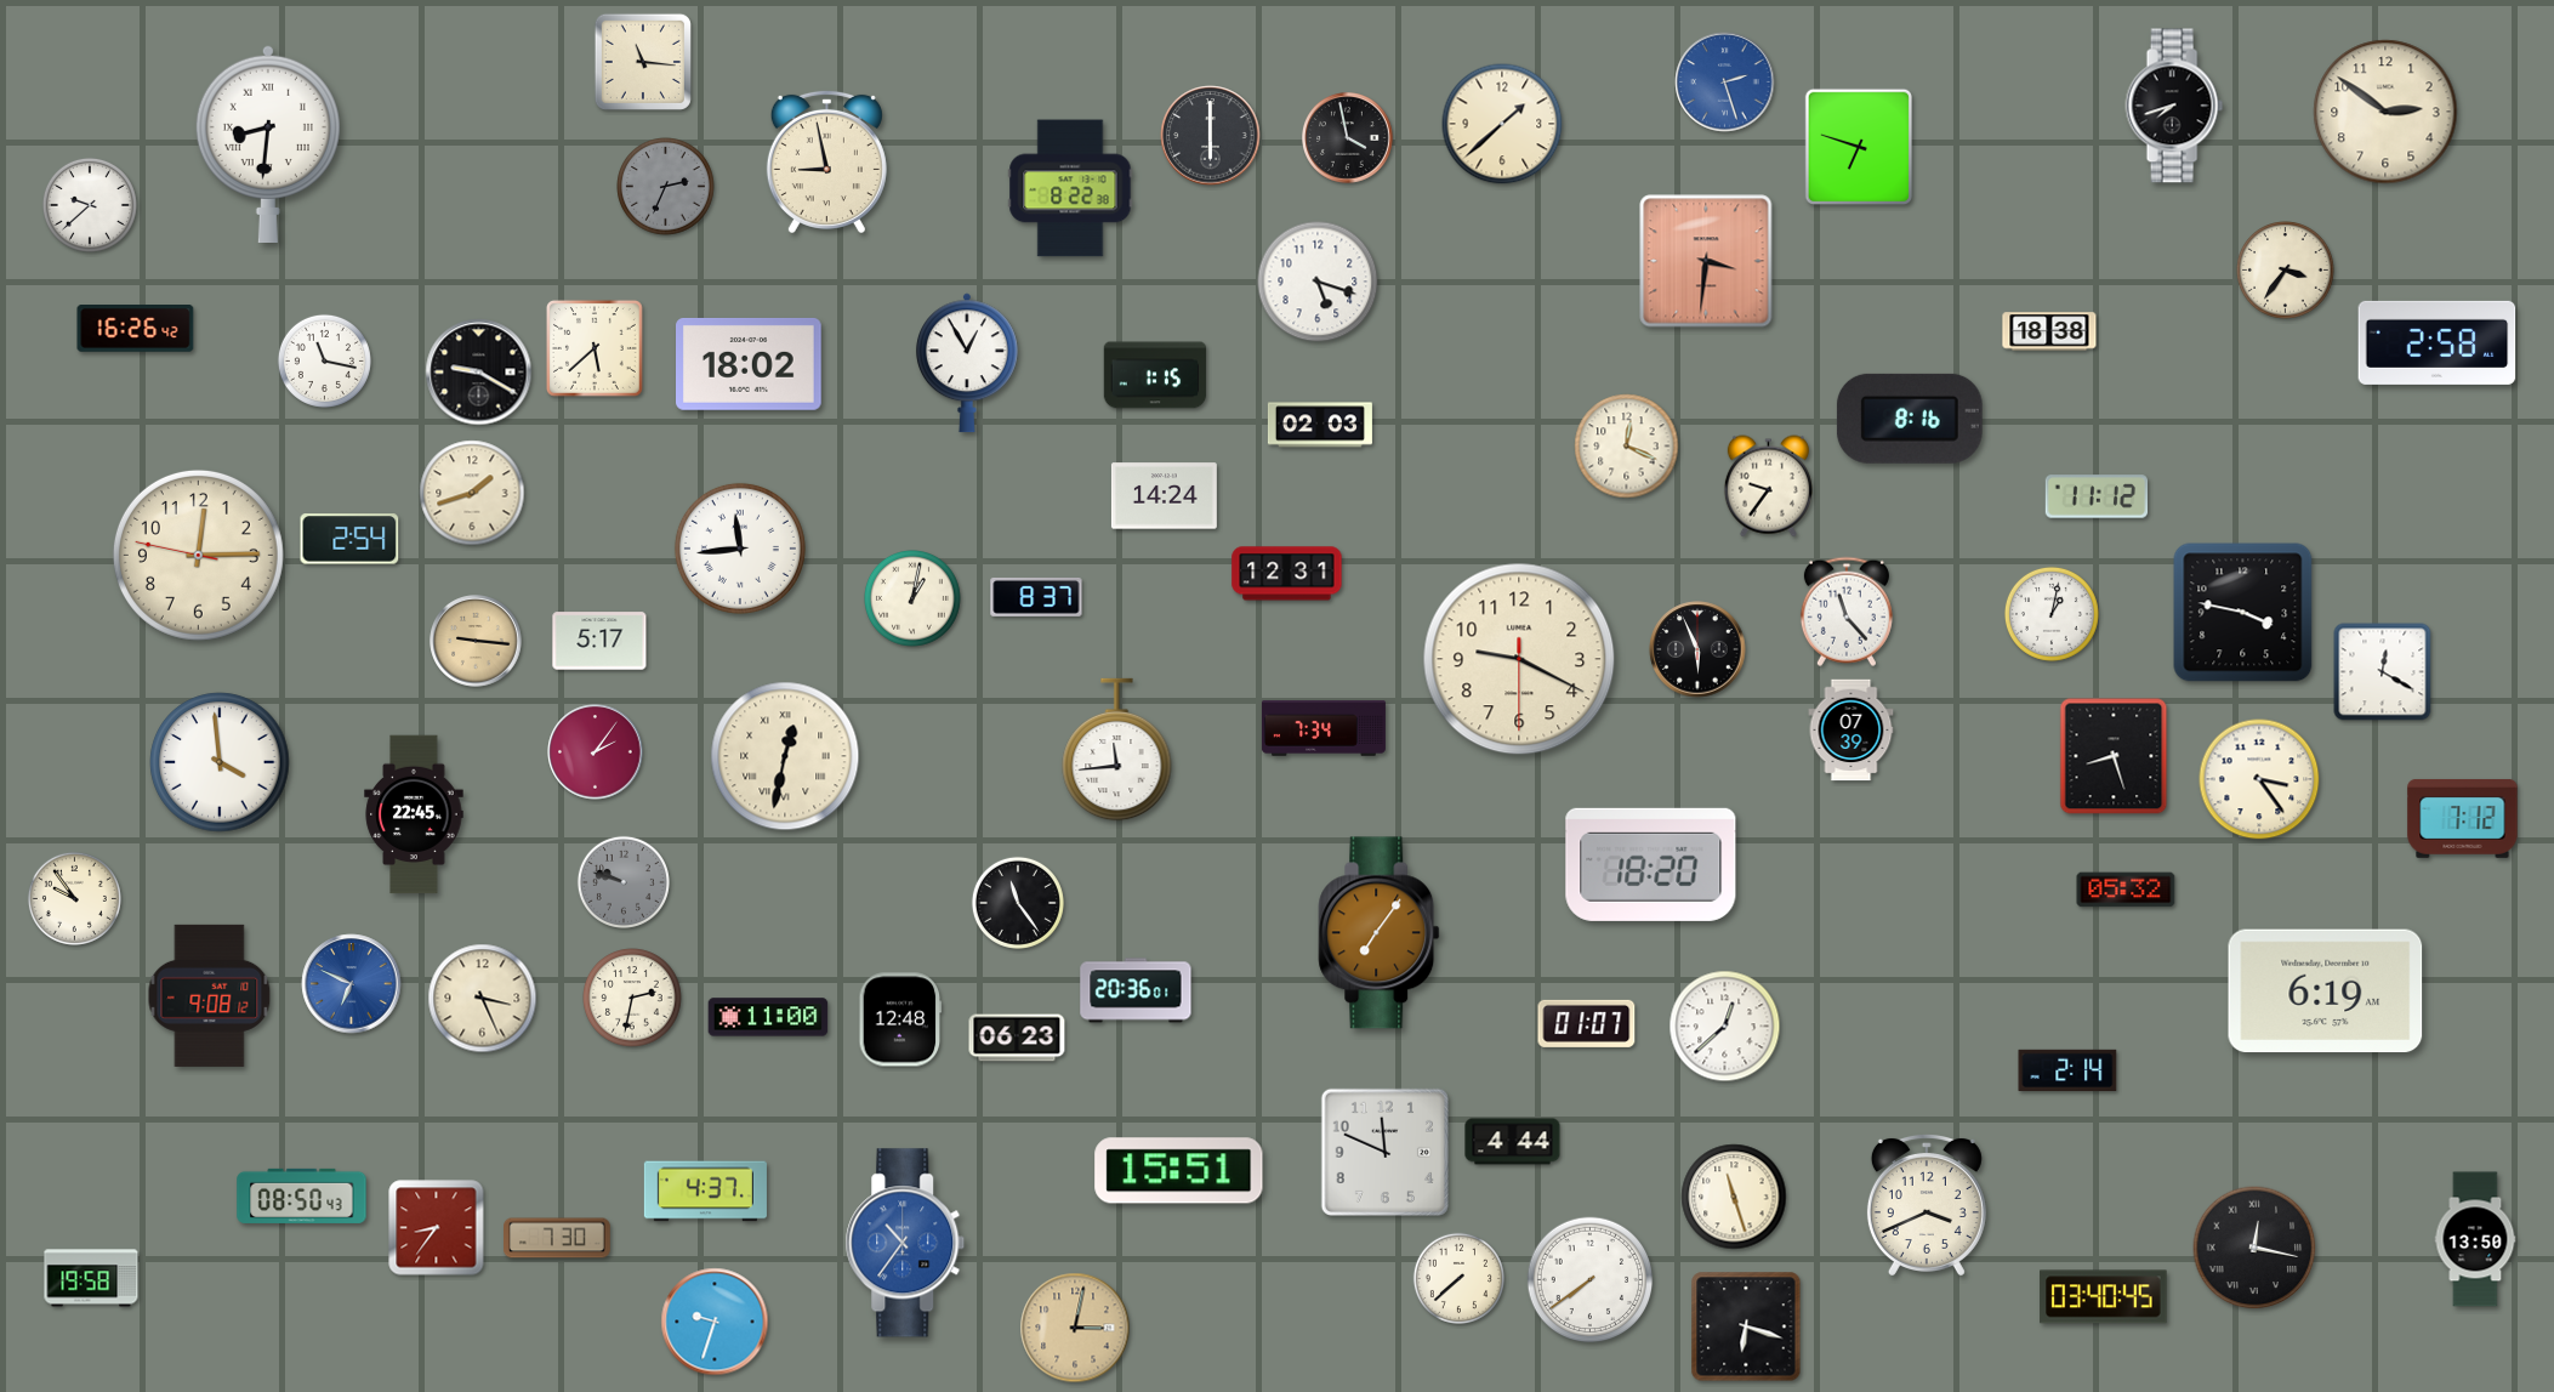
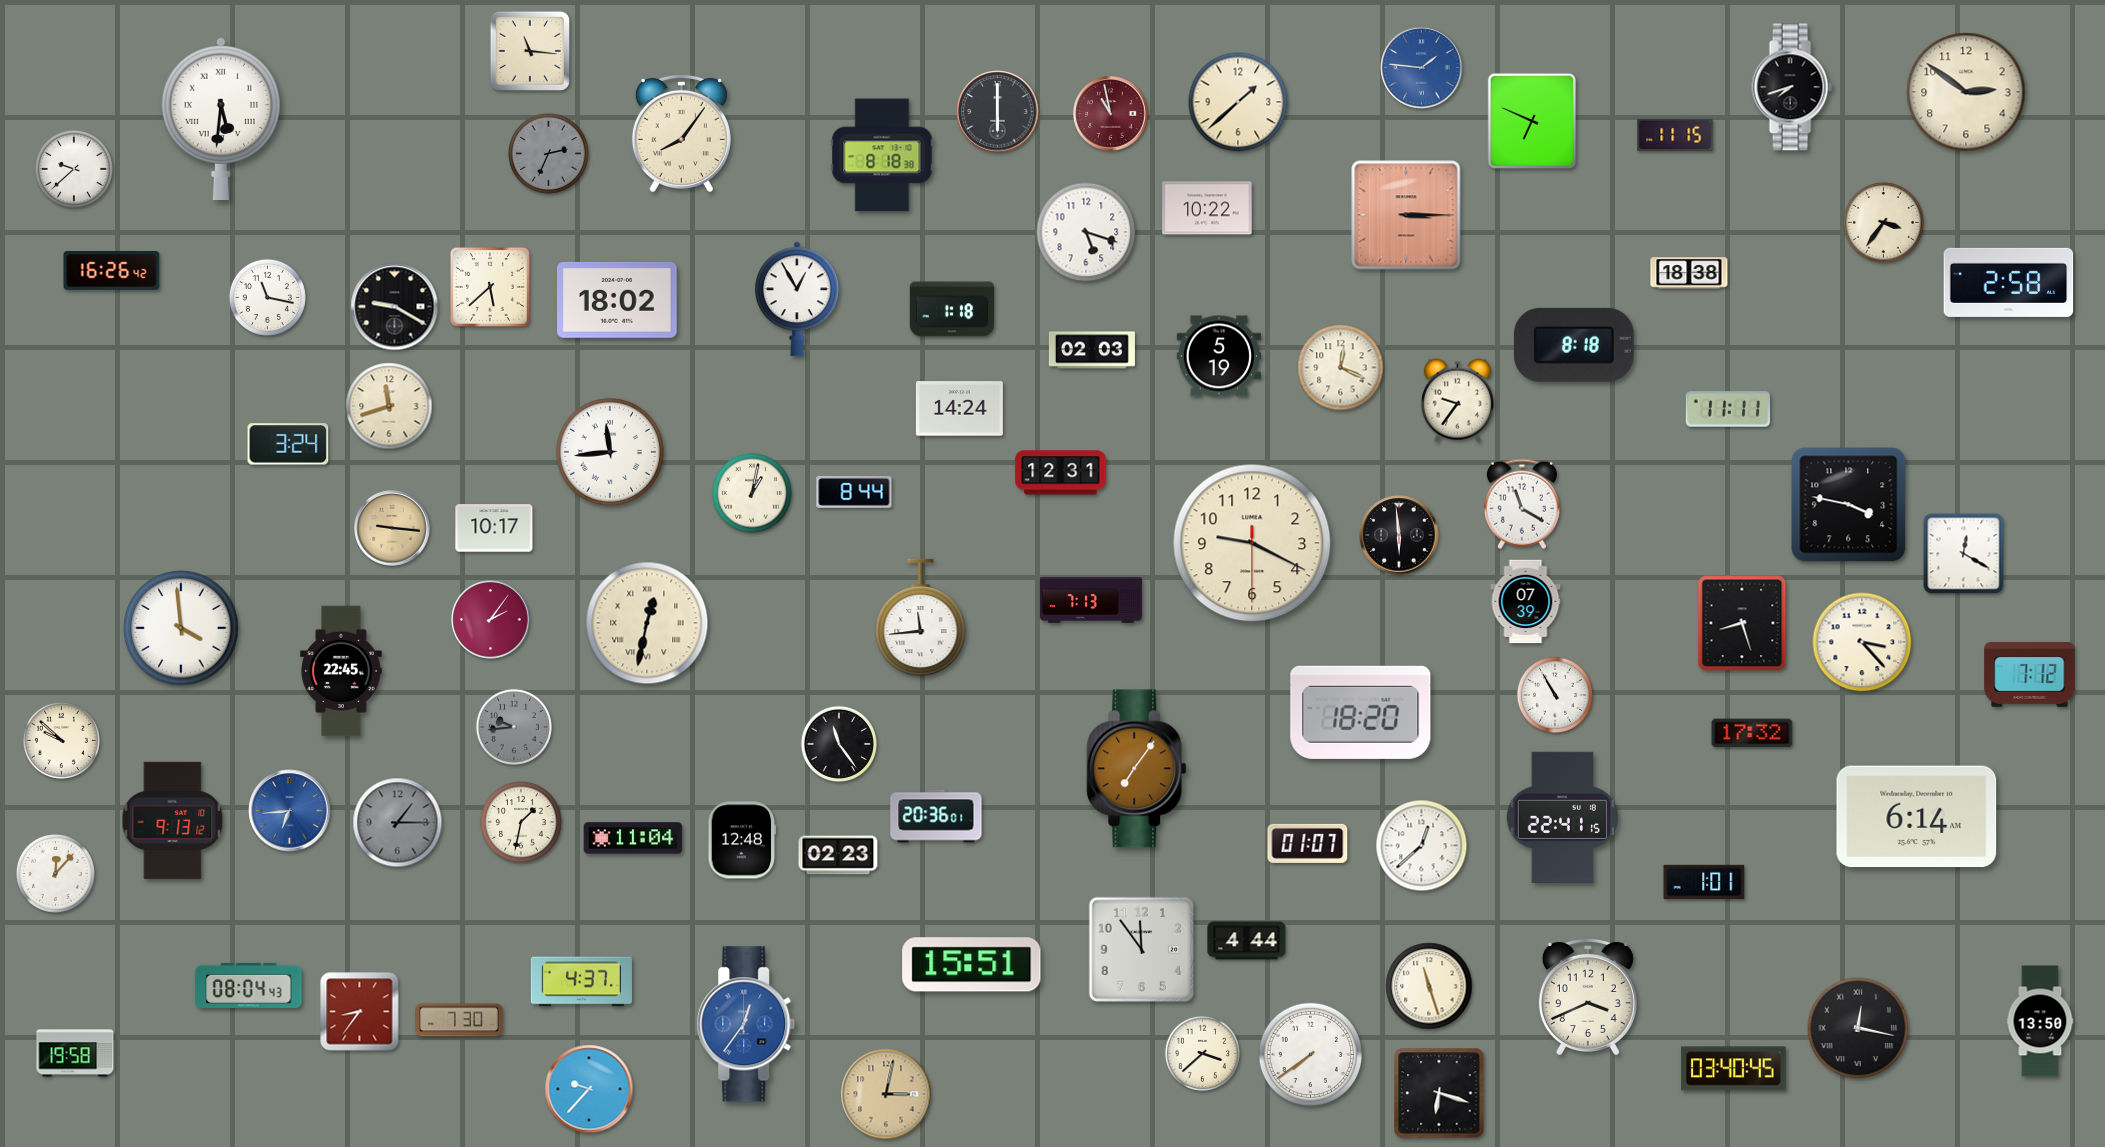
clock at (1725, 83): 2:27 -> 1:46
clock at (1348, 138): 3:58 -> 10:58
clock at (1348, 138) dial: black -> burgundy
clock at (268, 143): 8:31 -> 5:31
clock at (1859, 146): 6:48 -> 6:49
clock at (826, 161): 8:58 -> 8:06
clock at (1675, 135): none -> 11:15
clock at (1070, 188): 8:22 -> 8:18
clock at (1207, 208): none -> 10:22
clock at (1706, 261): 3:31 -> 3:15
clock at (1155, 375): 1:15 -> 1:18
clock at (1910, 419): 8:16 -> 8:18
clock at (1320, 425) position: (1320, 425) -> (1092, 350)
clock at (1219, 356): none -> 5:19
clock at (472, 493): 1:42 -> 11:42
clock at (2097, 496): 11:12 -> 11:11
clock at (349, 539): 2:54 -> 3:24
clock at (198, 555): 12:14 -> none
clock at (1036, 597): 8:37 -> 8:44
clock at (1847, 612): 11:23 -> 11:20
clock at (2052, 614): 1:02 -> none
clock at (599, 641): 5:17 -> 10:17
clock at (1697, 649): 5:56 -> 5:59
clock at (1324, 728): 7:34 -> 7:13
clock at (2259, 779): 3:24 -> 3:23
clock at (1555, 695): none -> 10:55
clock at (624, 882): 9:48 -> 9:44
clock at (2126, 890): 05:32 -> 17:32
clock at (74, 898): 9:54 -> 9:52
clock at (352, 984): 6:49 -> 6:44
clock at (1562, 817): none -> 22:41
clock at (2326, 992): 6:19 -> 6:14
clock at (210, 995): 9:08 -> 9:13
clock at (632, 998): 2:32 -> 1:32
clock at (483, 999): 3:26 -> 1:15
clock at (483, 999) dial: cream -> grey
clock at (768, 1017): 11:00 -> 11:04
clock at (1017, 1038): 06:23 -> 02:23
clock at (55, 873): none -> 12:07
clock at (2067, 1069): 2:14 -> 1:01
clock at (1384, 1152): 11:49 -> 11:54
clock at (302, 1195): 08:50 -> 08:04
clock at (1927, 1204) position: (1927, 1204) -> (1588, 996)
clock at (905, 1243): 10:36 -> 12:36
clock at (1458, 1278): 7:38 -> 3:38
clock at (715, 1322): 9:33 -> 9:37
